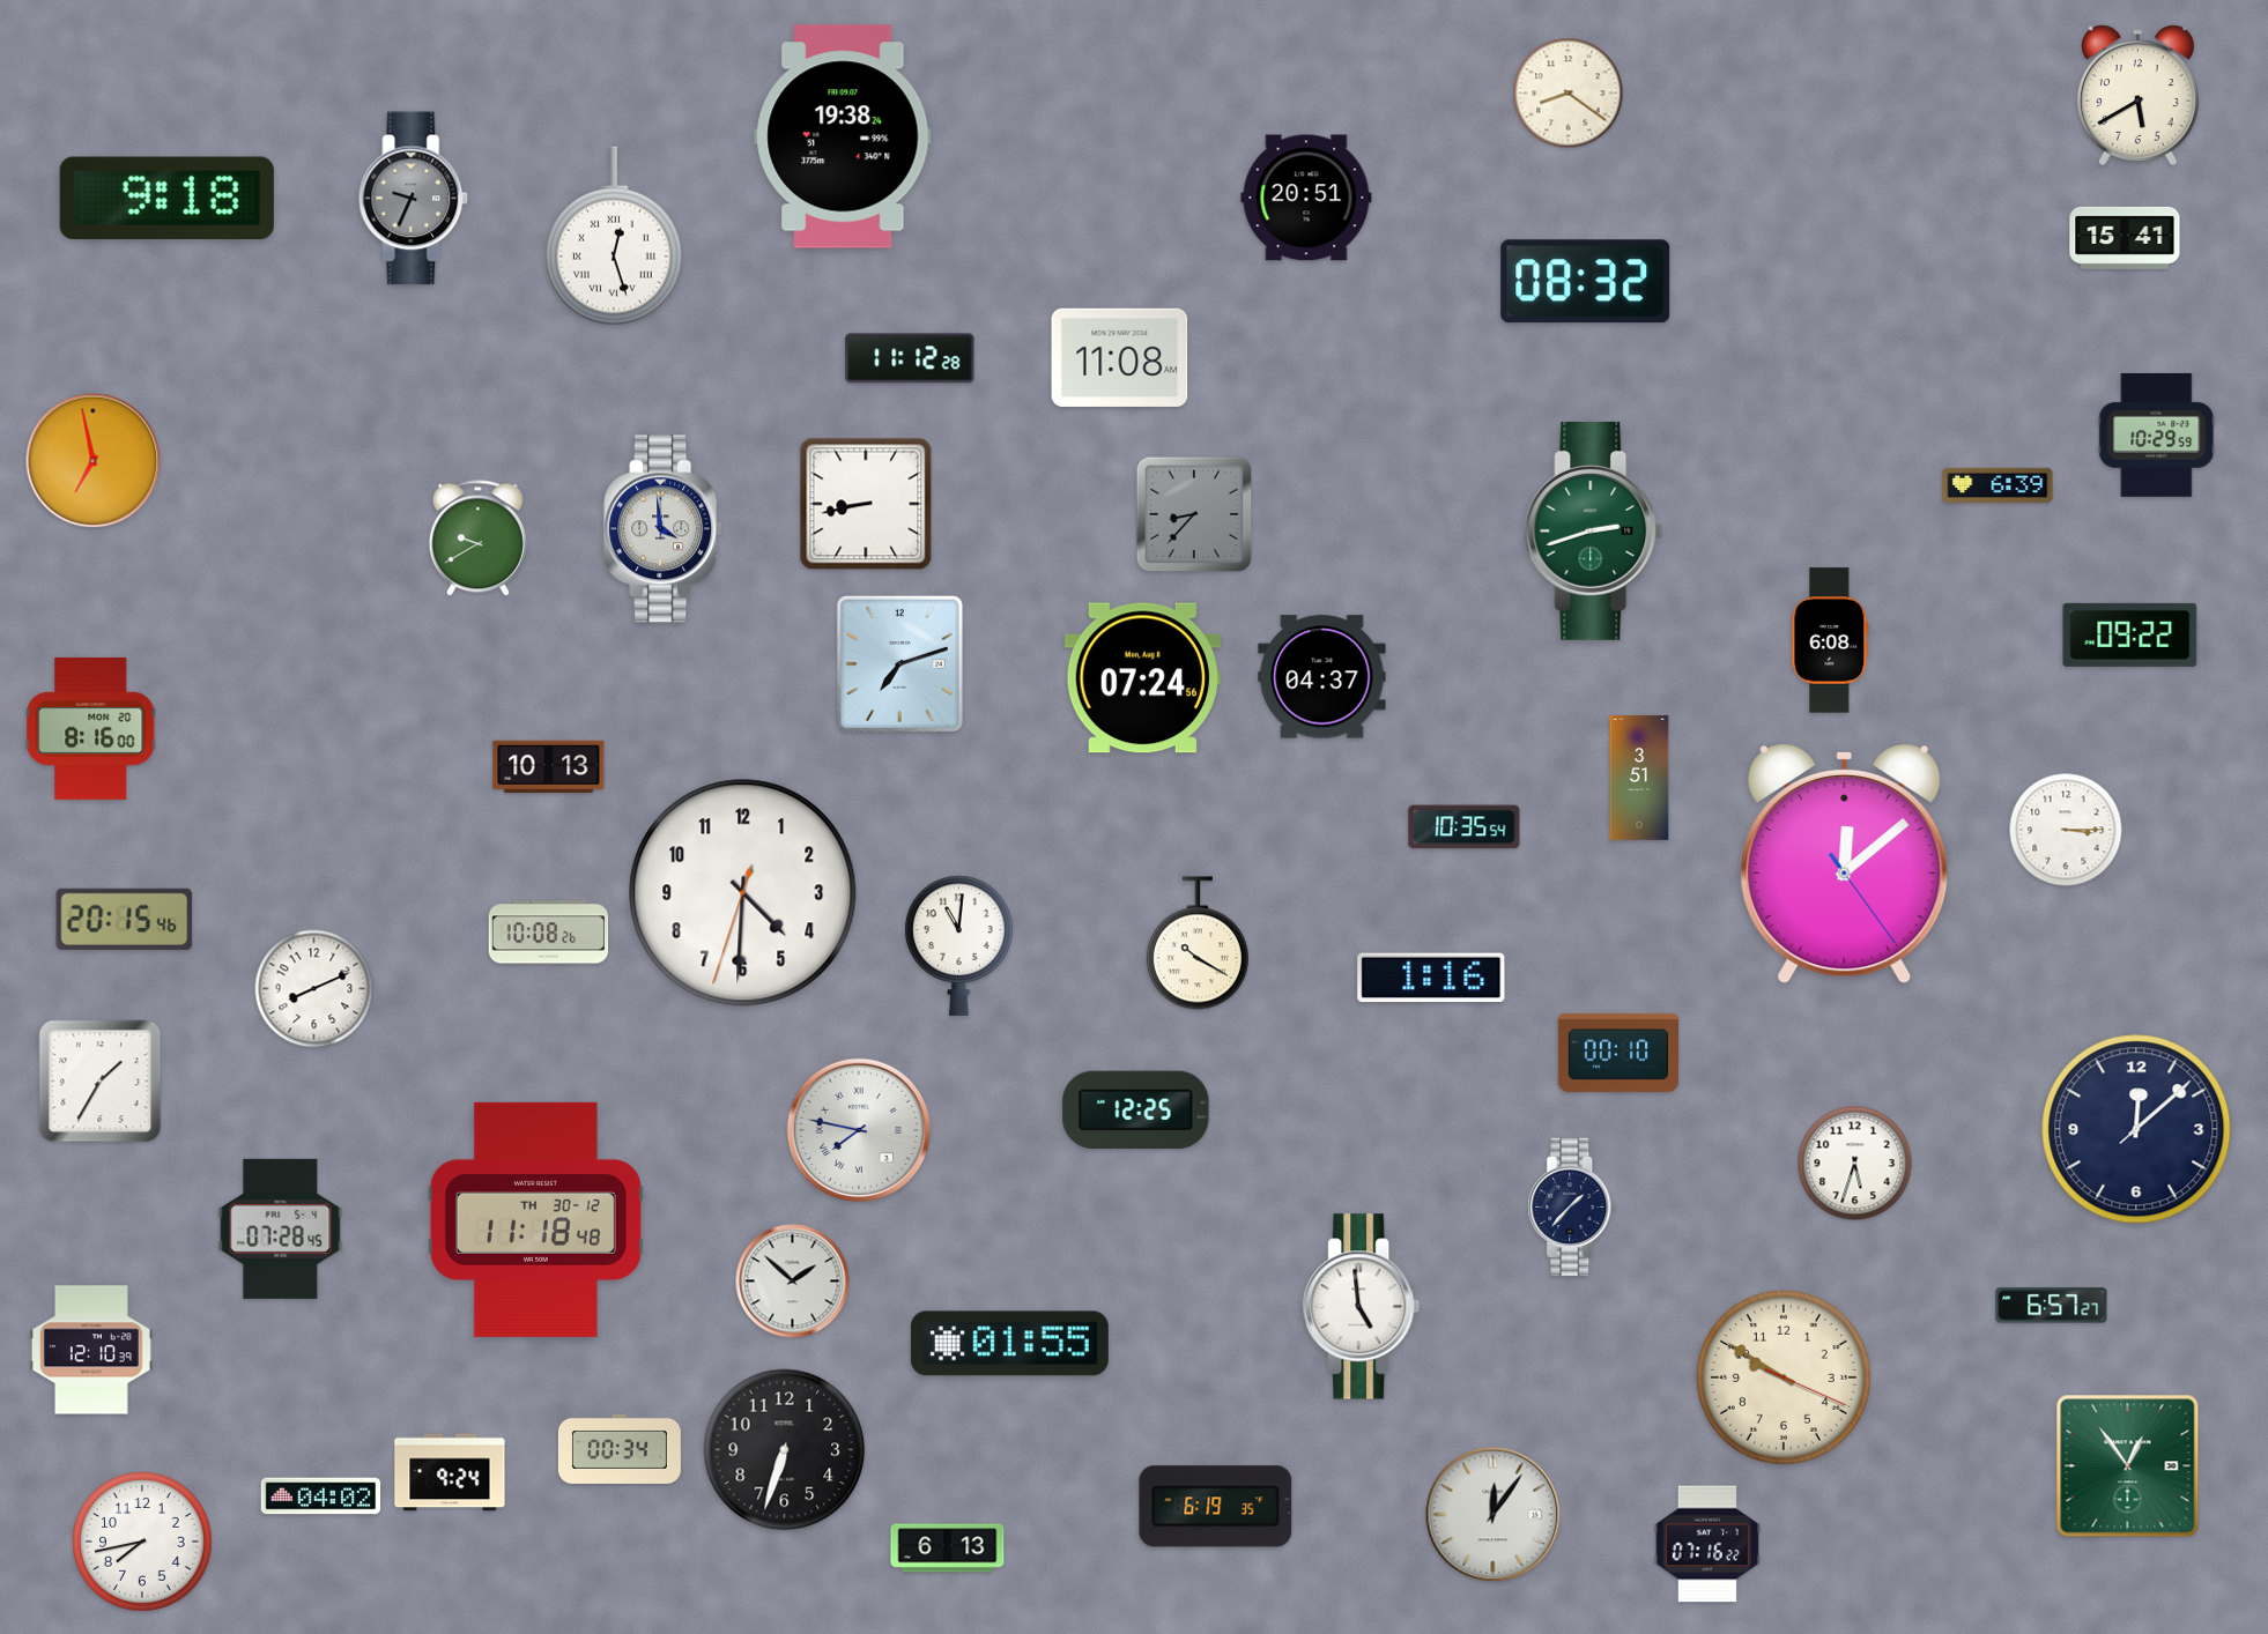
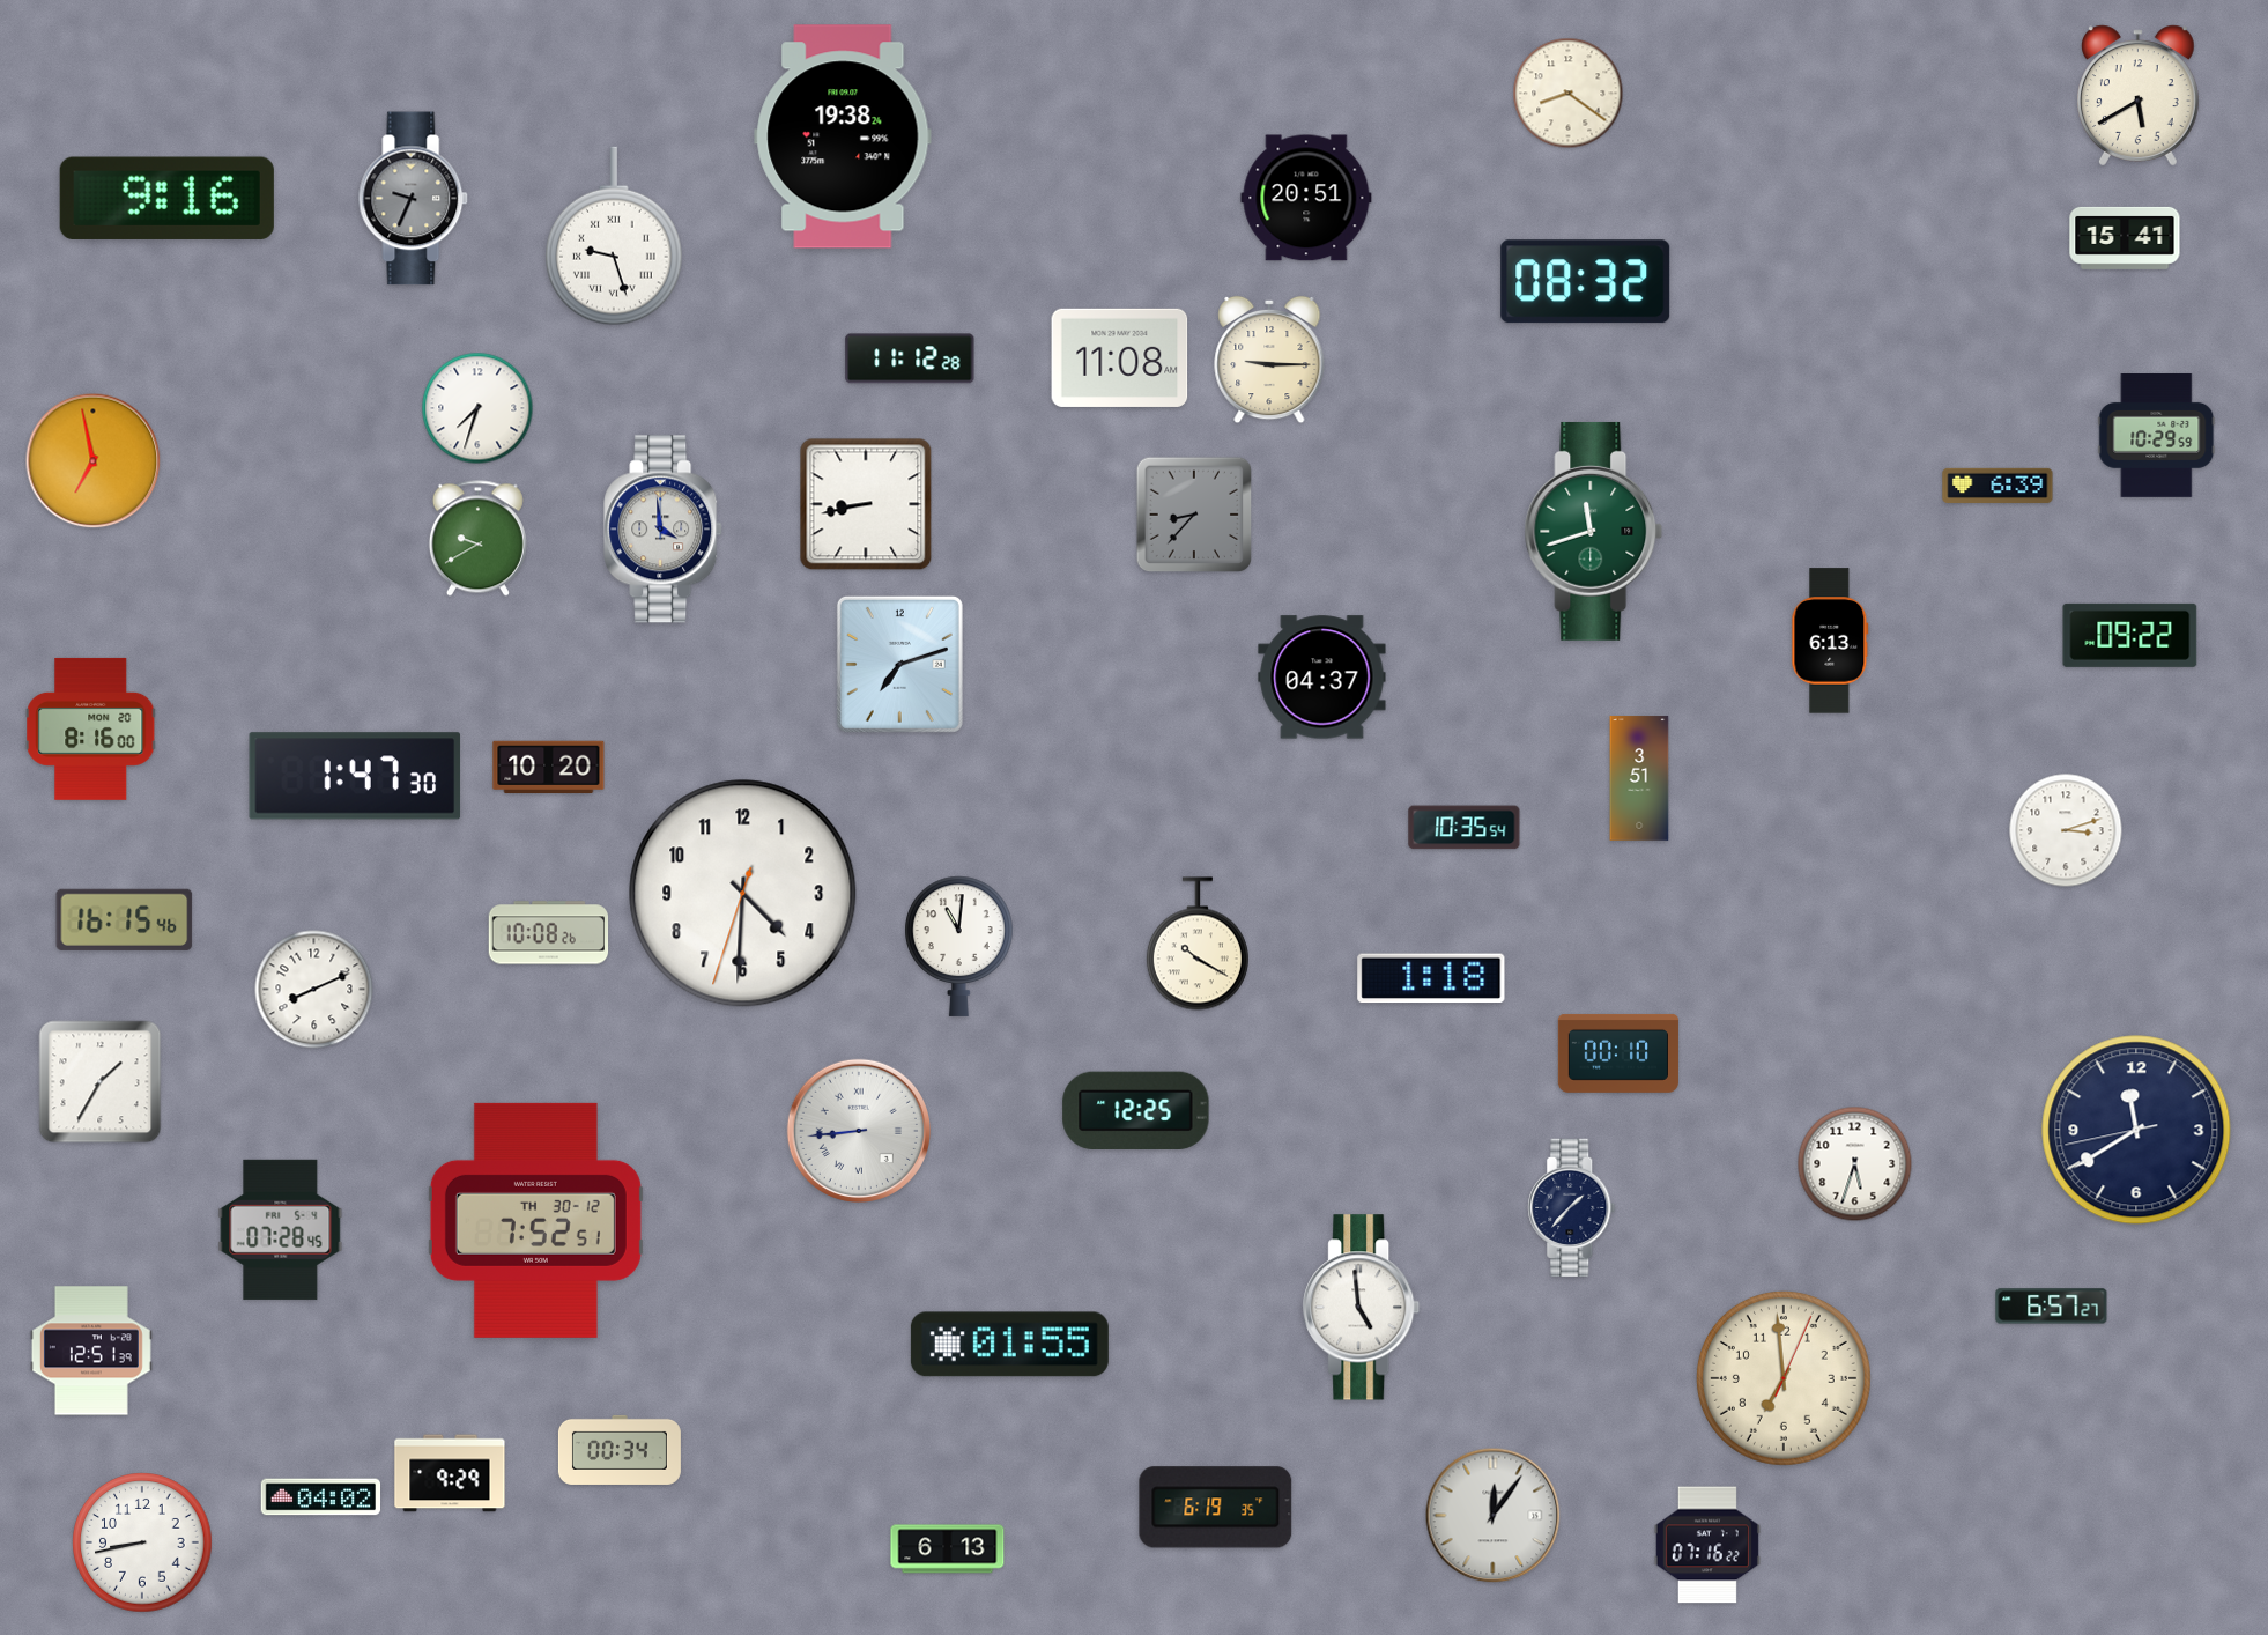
clock at (166, 198): 9:18 -> 9:16
clock at (615, 236): 12:27 -> 9:27
clock at (1269, 360): none -> 9:15
clock at (477, 408): none -> 7:33
clock at (1594, 530): 2:42 -> 11:42
clock at (1830, 640): 6:08 -> 6:13
clock at (1142, 678): 07:24 -> none
clock at (549, 766): 10:13 -> 10:20
clock at (355, 776): none -> 1:47
clock at (2066, 830): 3:15 -> 3:12
clock at (1845, 864): 12:08 -> none
clock at (125, 919): 20:15 -> 16:15
clock at (1431, 978): 1:16 -> 1:18
clock at (2136, 1129): 12:08 -> 11:39
clock at (859, 1130): 7:47 -> 8:44
clock at (535, 1219): 11:18 -> 7:52
clock at (793, 1282): 1:52 -> none
clock at (91, 1350): 12:10 -> 12:51
clock at (1784, 1377): 9:50 -> 6:59
clock at (785, 1450): 6:33 -> none
clock at (2128, 1466): 12:54 -> none
clock at (450, 1472): 9:24 -> 9:29
clock at (142, 1542): 7:43 -> 8:43
